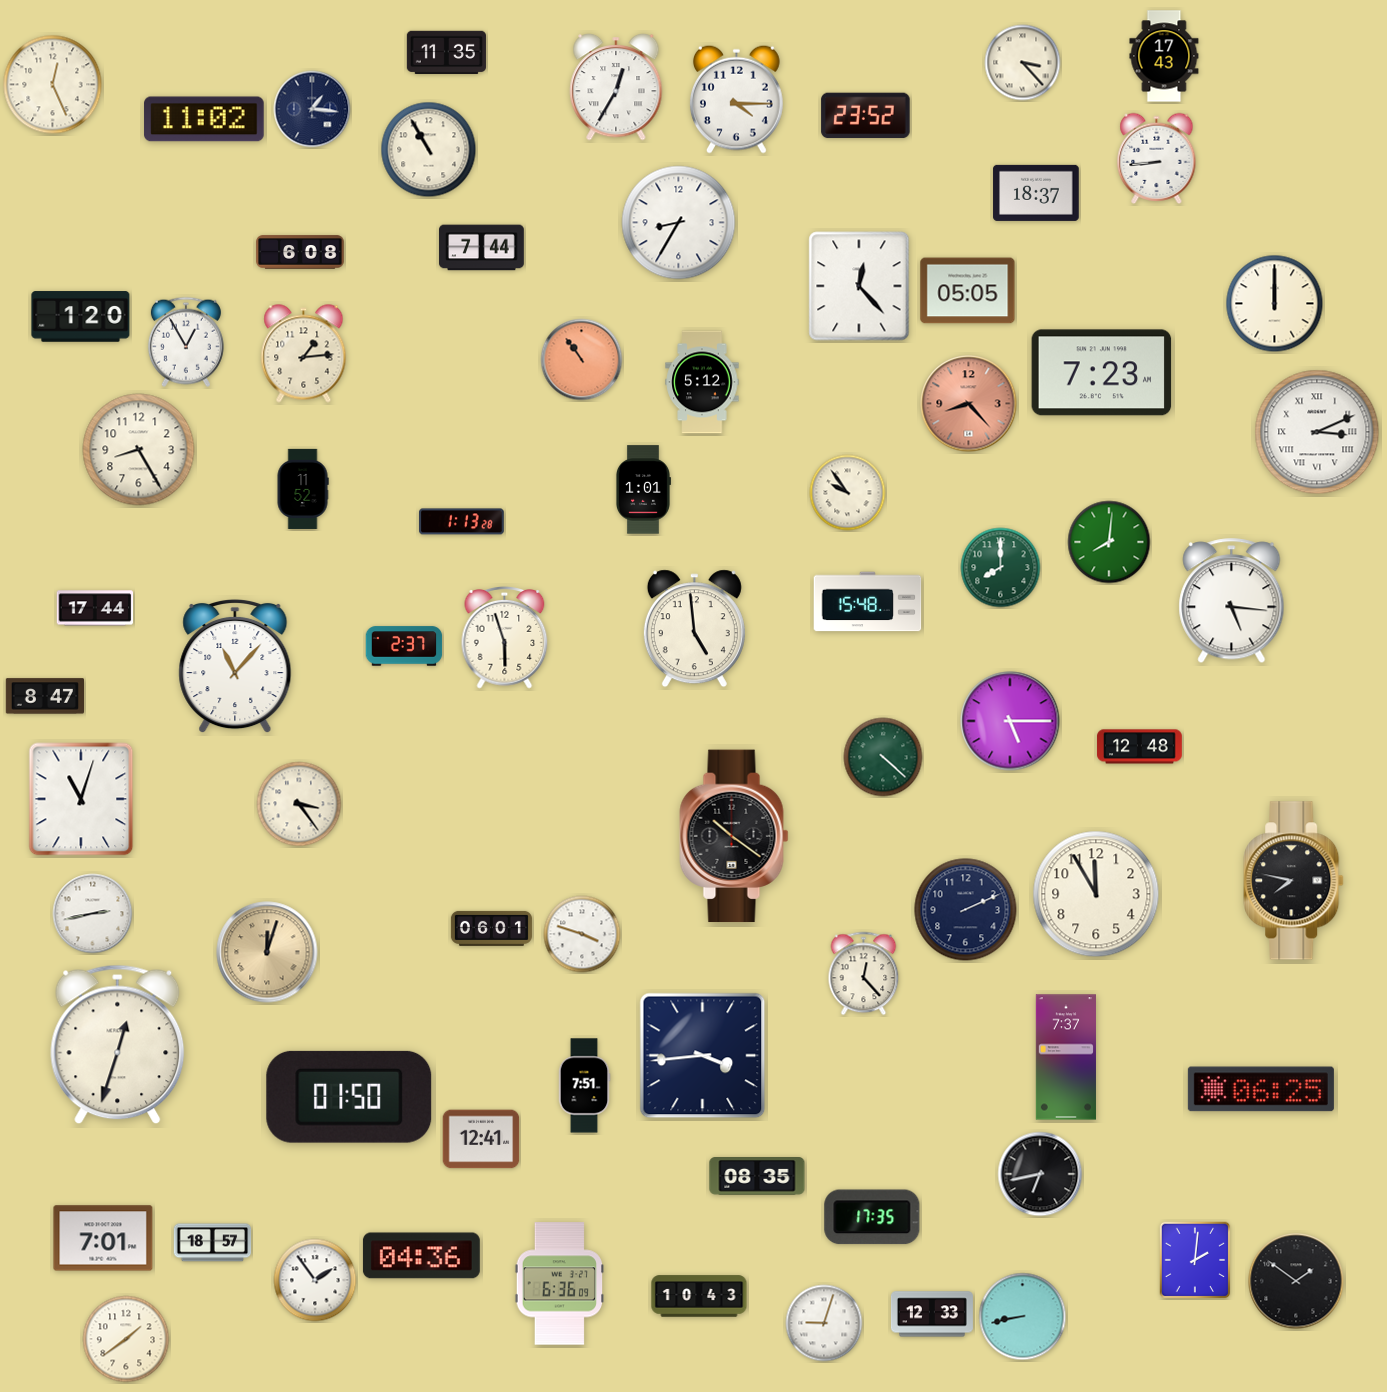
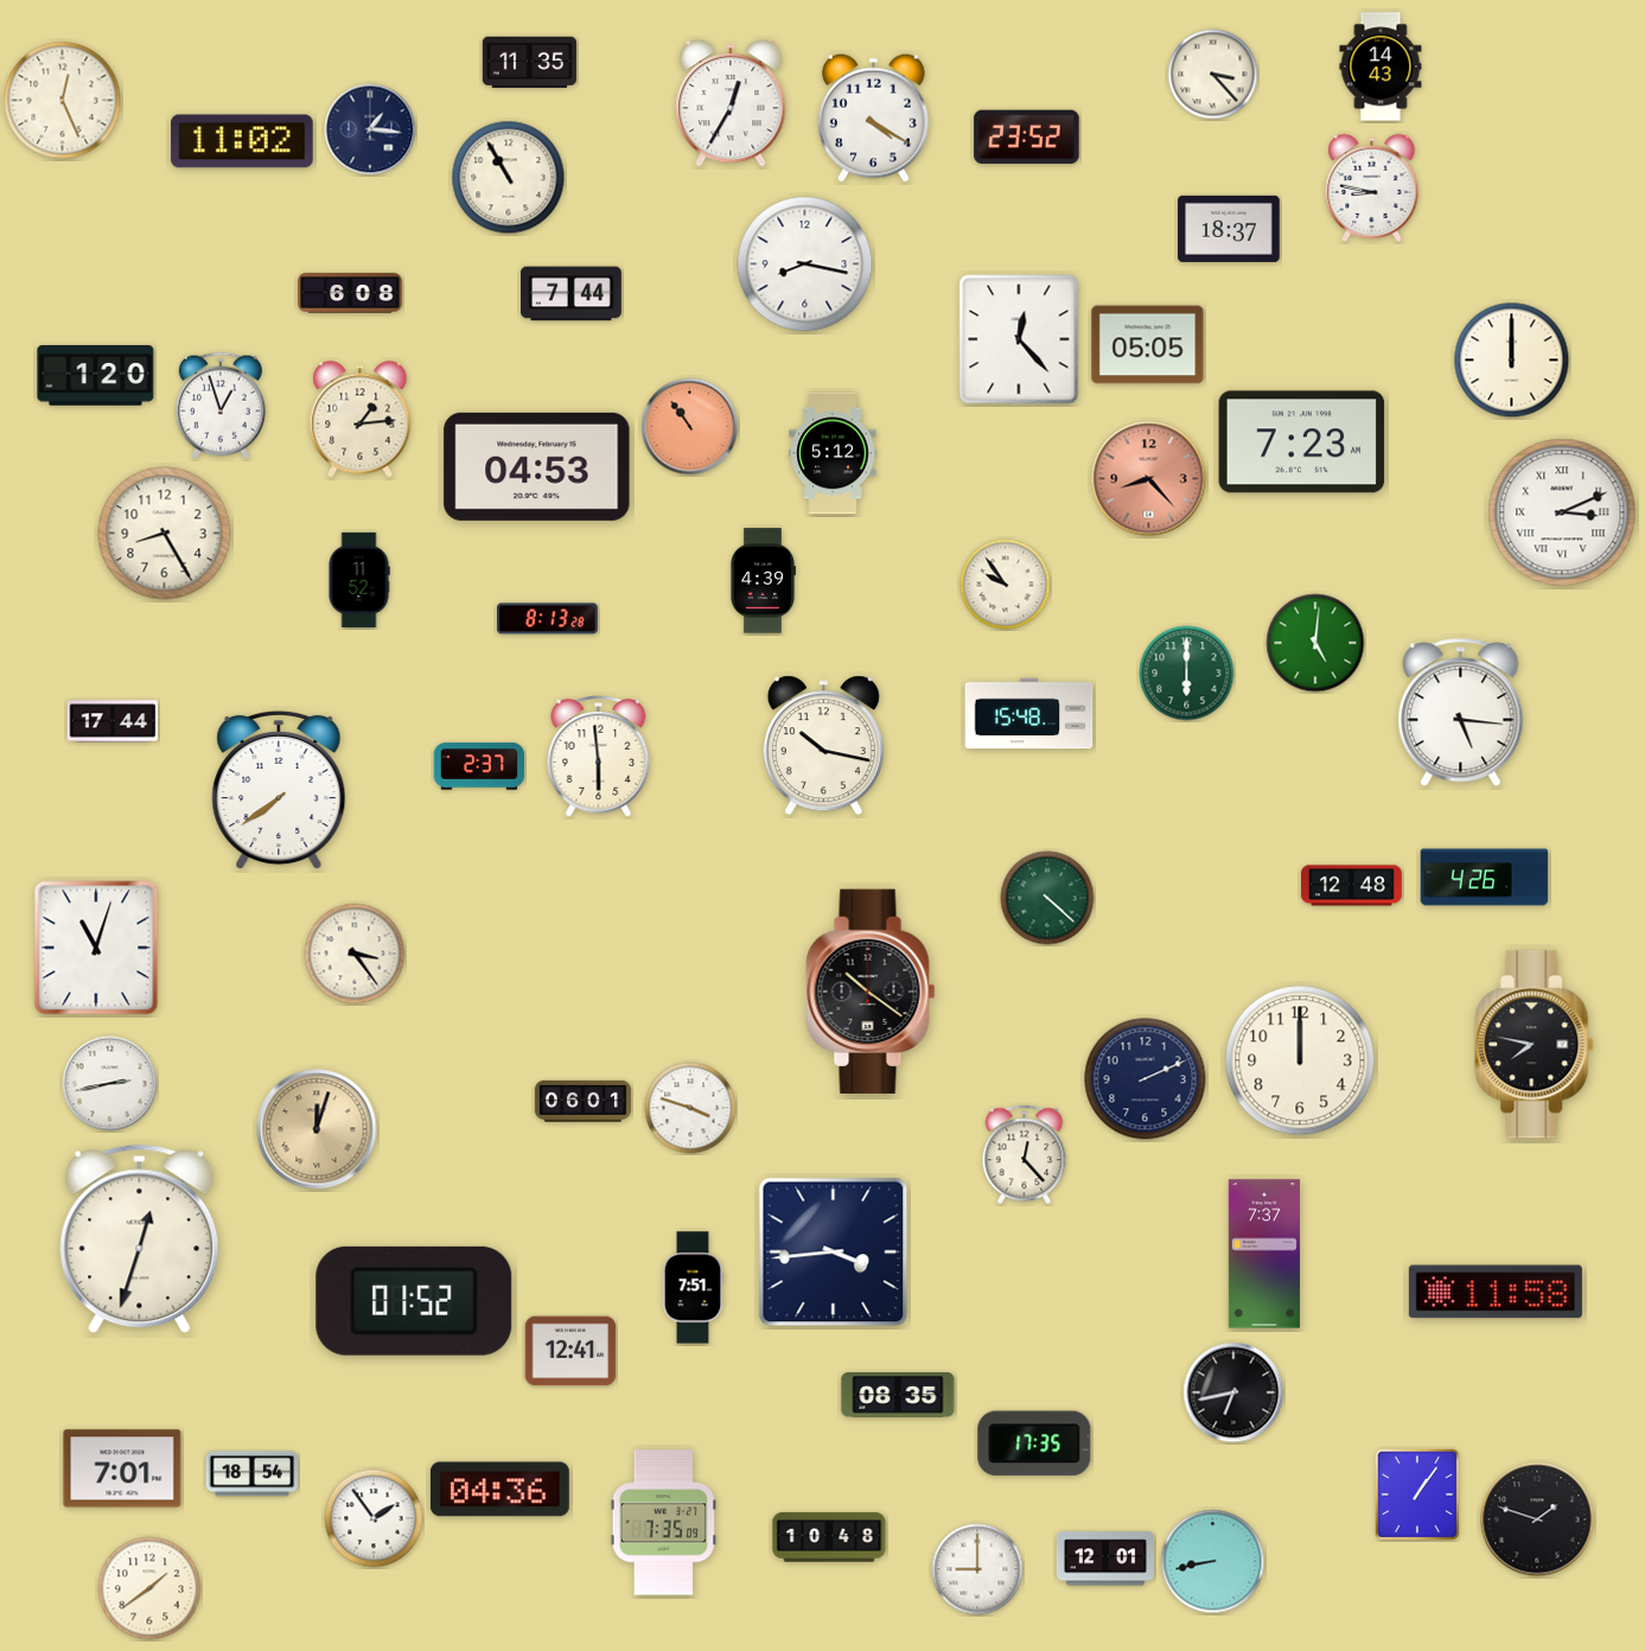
clock at (1164, 56): 17:43 -> 14:43
clock at (737, 99): 4:15 -> 4:20
clock at (1157, 158): 8:44 -> 8:47
clock at (679, 223): 8:35 -> 8:17
clock at (300, 252) position: (300, 252) -> (350, 293)
clock at (186, 342): 12:55 -> 12:57
clock at (1102, 373) position: (1102, 373) -> (1302, 442)
clock at (537, 466): none -> 04:53
clock at (643, 490): 1:01 -> 4:39
clock at (462, 522): 1:13 -> 8:13
clock at (1109, 542): 8:01 -> 5:01
clock at (1001, 568): 8:00 -> 6:00
clock at (694, 629): 4:59 -> 10:17
clock at (505, 638): 5:57 -> 5:59
clock at (235, 666): 11:07 -> 7:39
clock at (44, 696): 8:47 -> none
clock at (1010, 721): 5:15 -> none
clock at (1485, 878): none -> 4:26
clock at (1096, 894): 11:55 -> 12:00
clock at (1261, 1089): 06:25 -> 11:58
clock at (349, 1097): 01:50 -> 01:52
clock at (213, 1243): 18:57 -> 18:54
clock at (1195, 1260): 2:01 -> 1:06
clock at (1296, 1281): 1:51 -> 1:48
clock at (560, 1284): 6:36 -> 7:35
clock at (699, 1296): 10:43 -> 10:48
clock at (932, 1314): 12:33 -> 12:01
clock at (824, 1323): 9:03 -> 9:00
